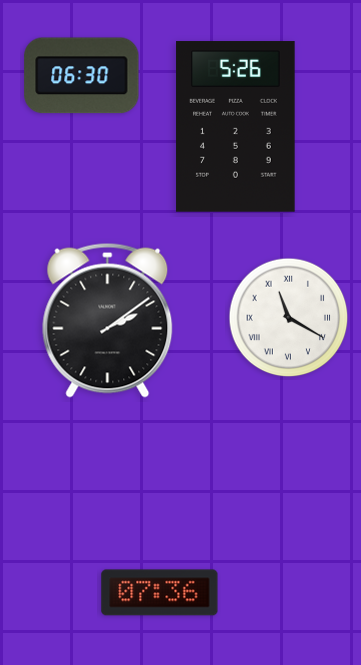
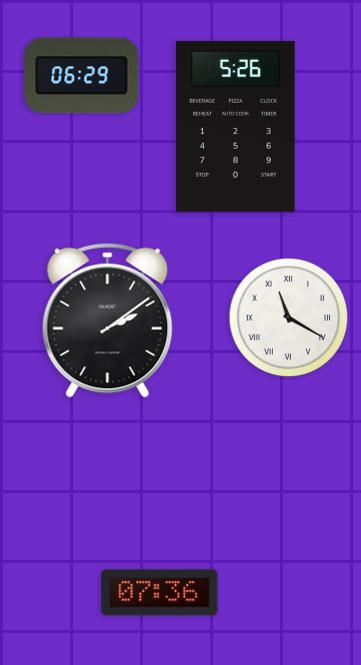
clock at (82, 76): 06:30 -> 06:29
